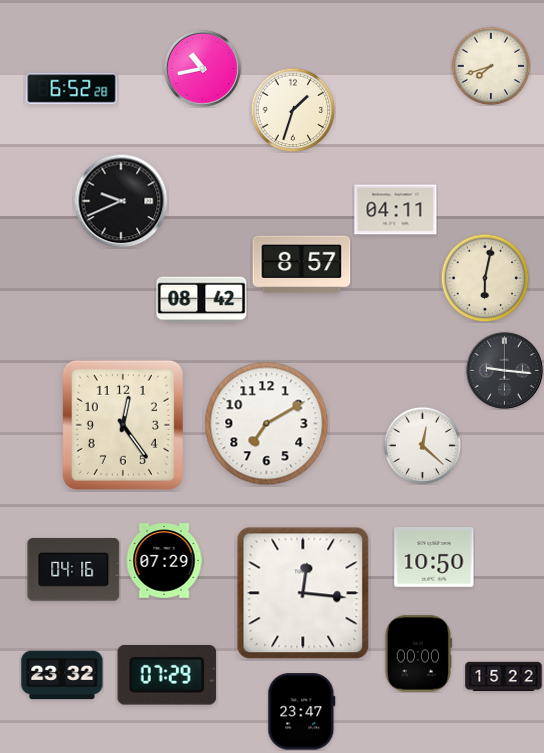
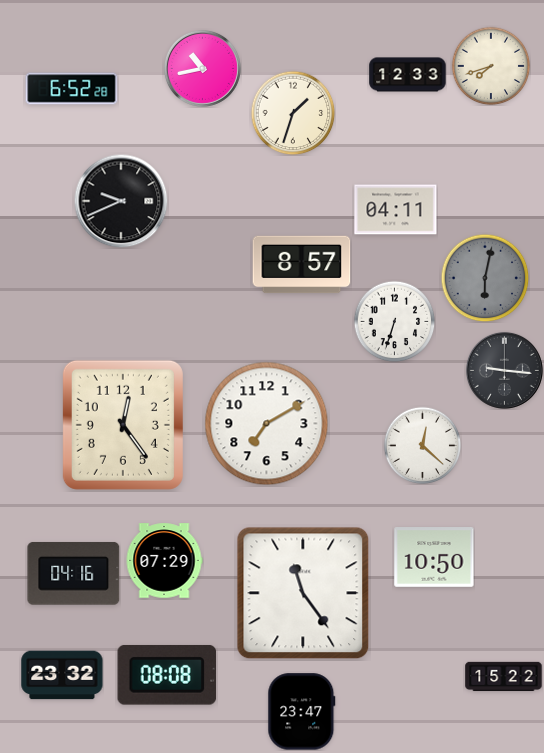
clock at (408, 75): none -> 12:33
clock at (293, 110) position: (293, 110) -> (293, 113)
clock at (485, 278) dial: cream -> grey
clock at (202, 300): 08:42 -> none
clock at (394, 321): none -> 6:33
clock at (74, 570) position: (74, 570) -> (74, 574)
clock at (303, 593): 12:16 -> 11:24
clock at (418, 654): 00:00 -> none
clock at (167, 675): 07:29 -> 08:08
